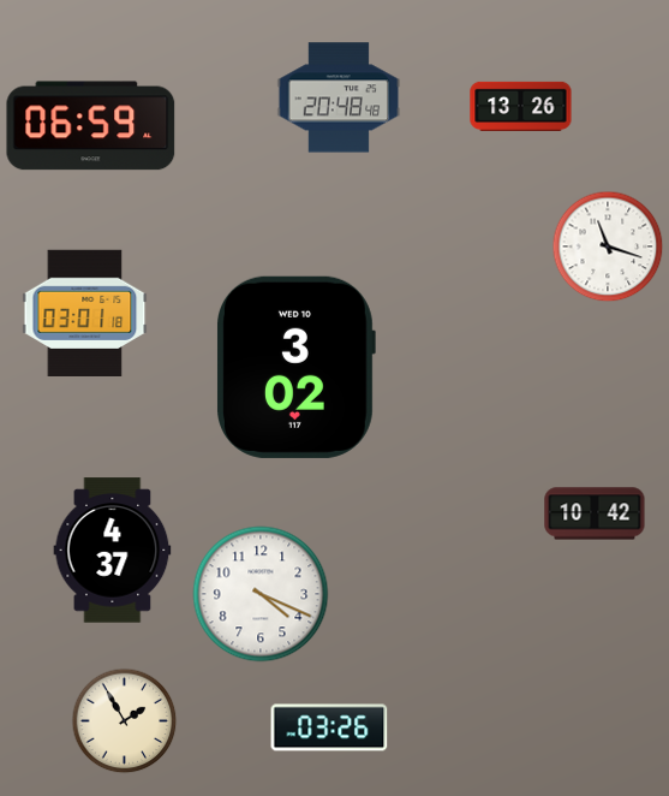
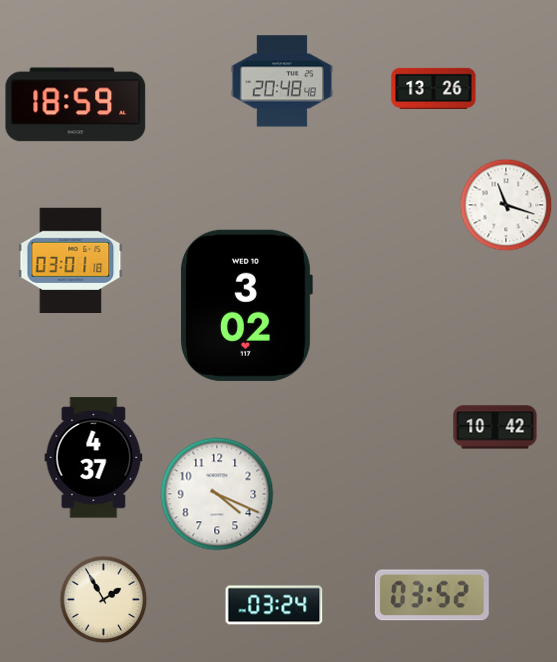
clock at (91, 126): 06:59 -> 18:59
clock at (432, 595): none -> 03:52
clock at (329, 727): 03:26 -> 03:24
